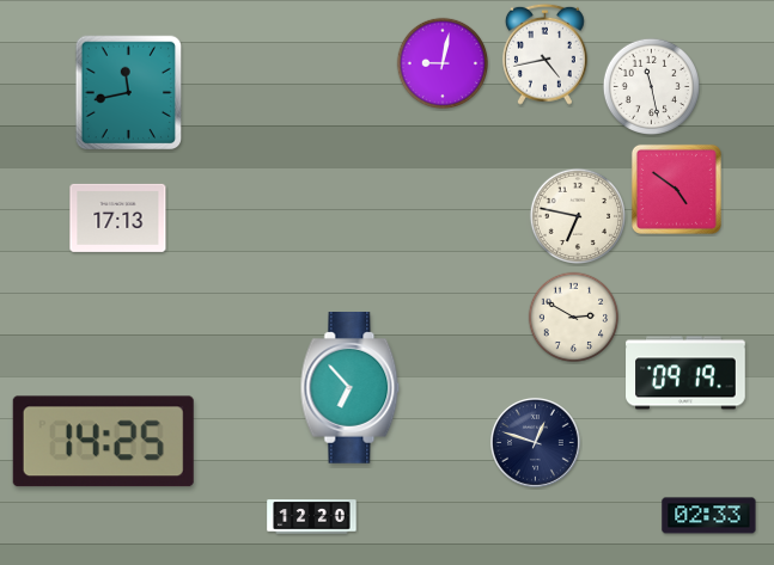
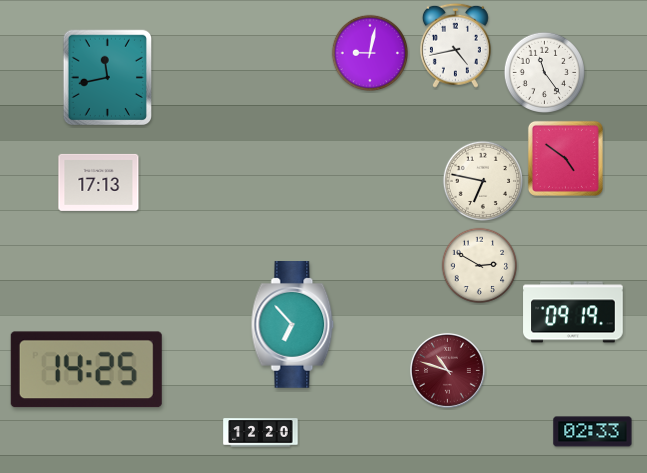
clock at (651, 86): 11:28 -> 11:24
clock at (535, 442): 12:48 -> 10:48
clock at (535, 442) dial: navy -> burgundy
